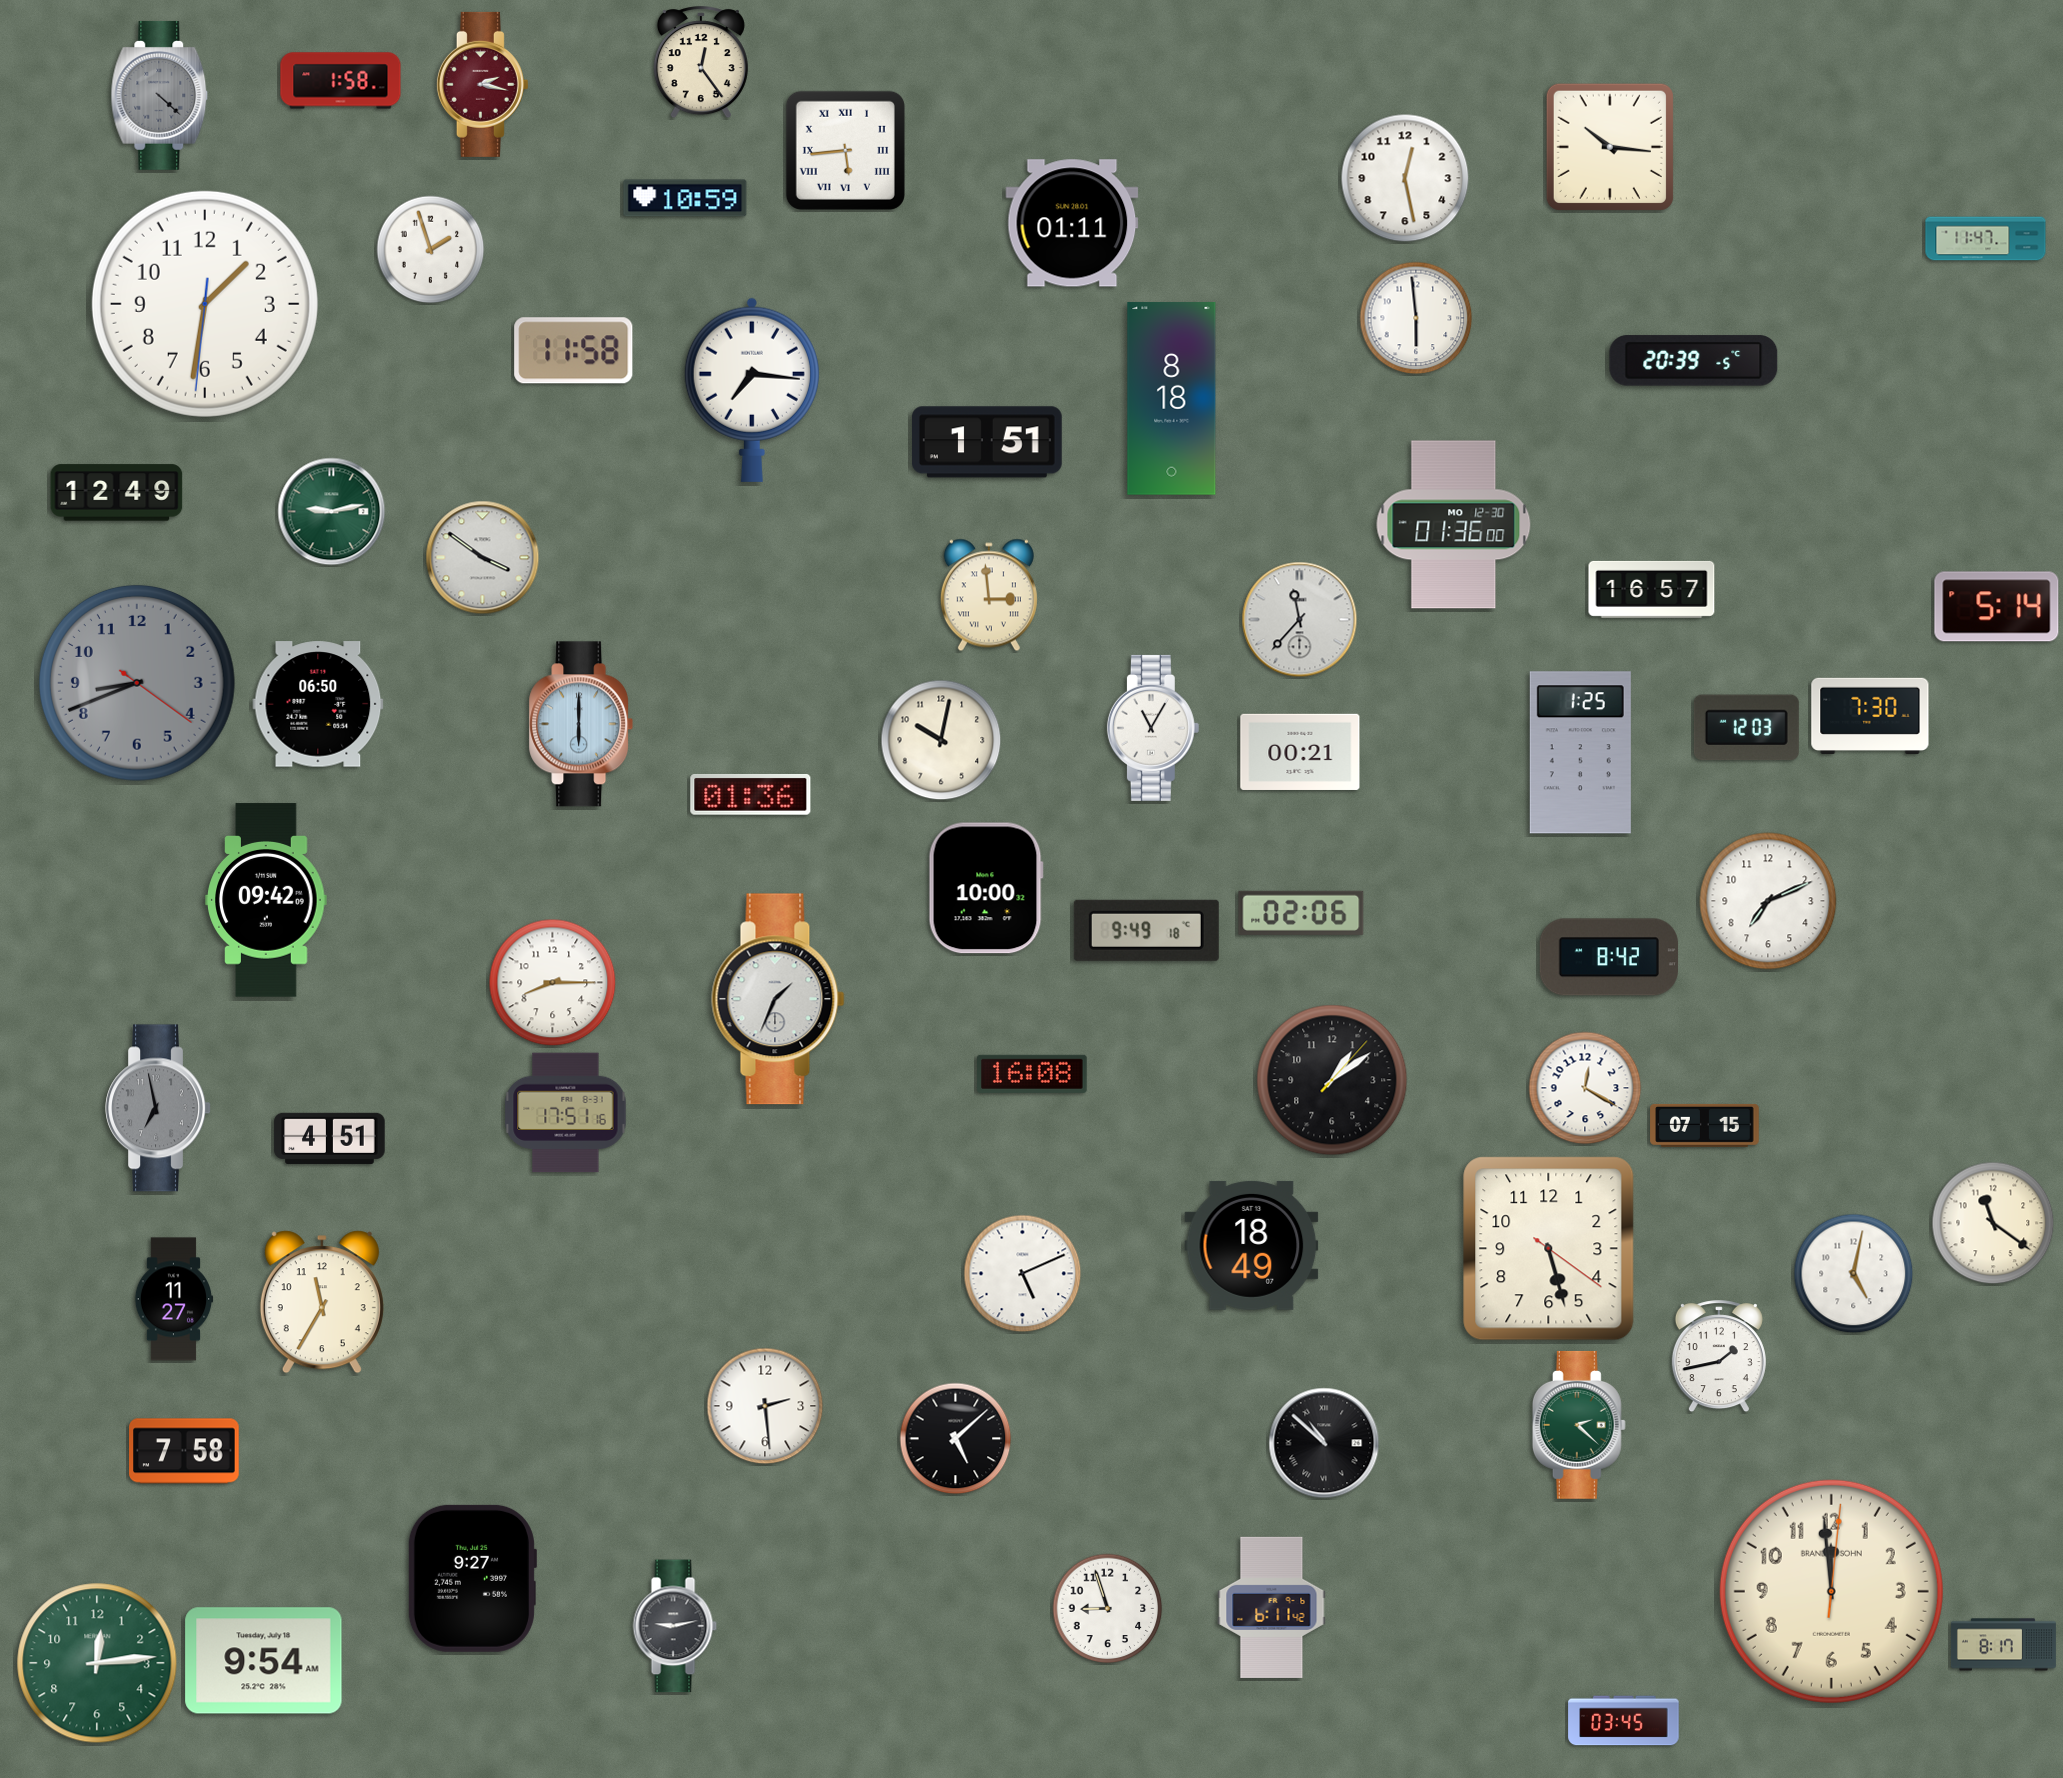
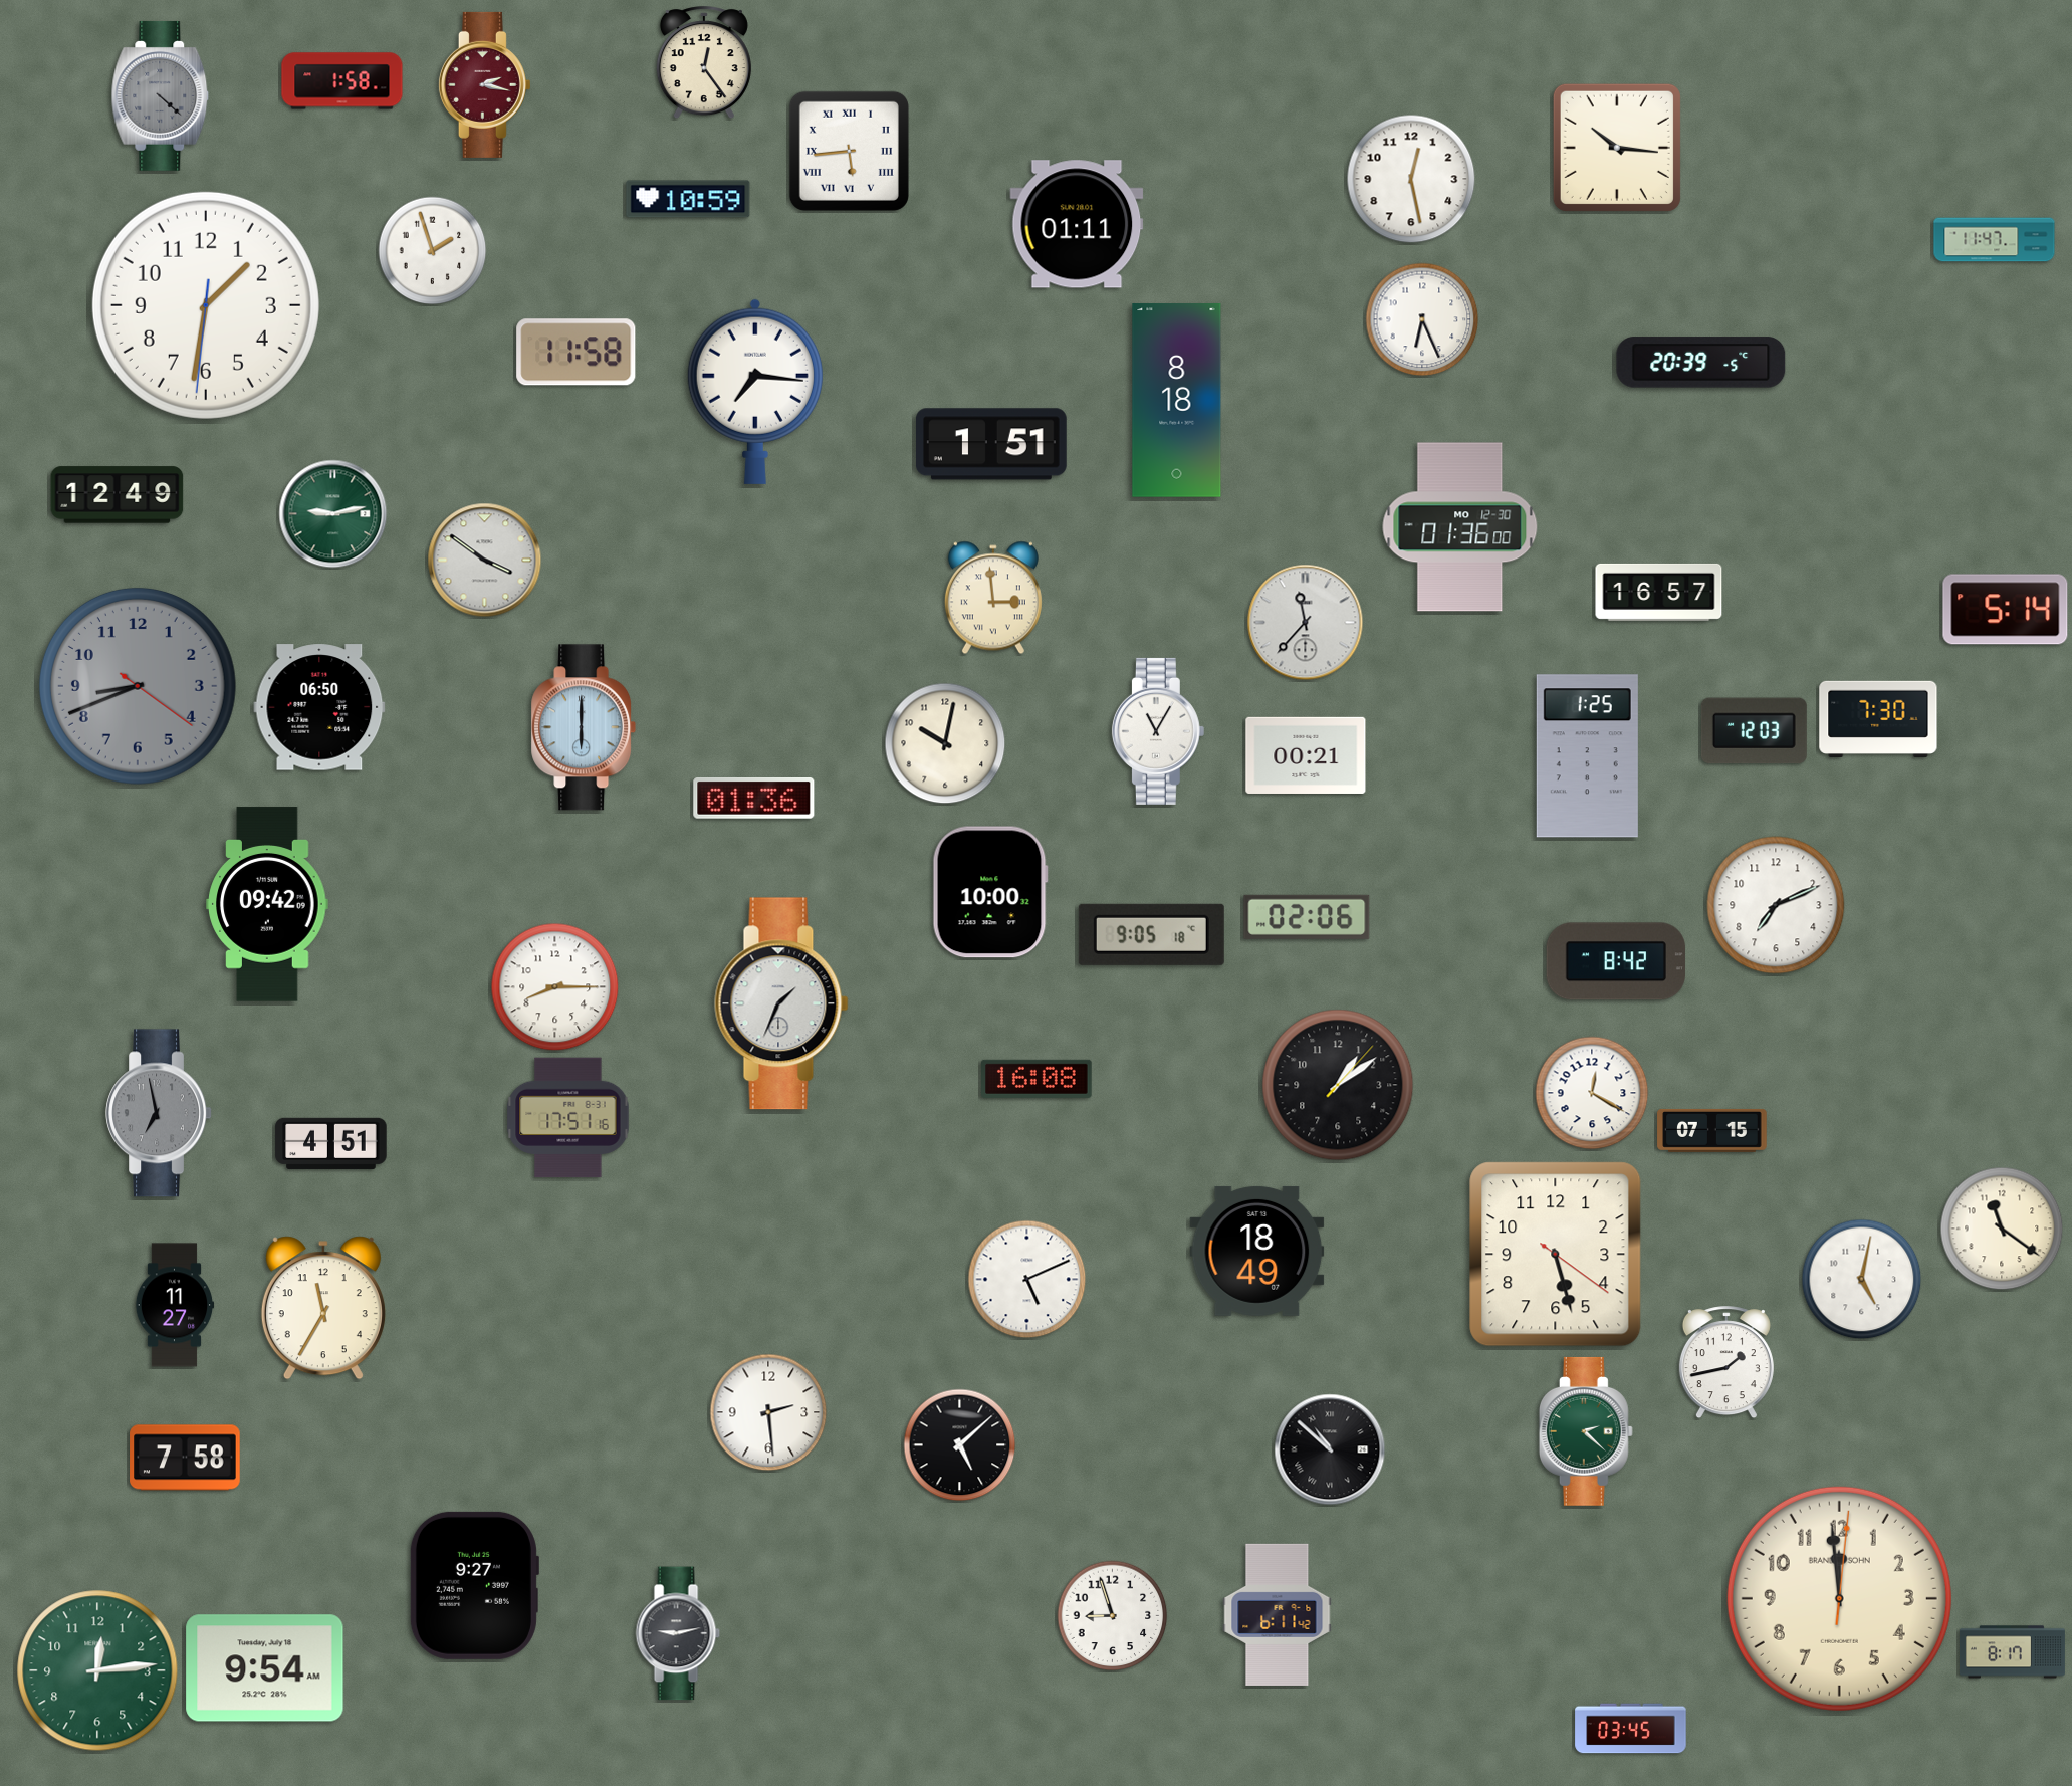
clock at (1416, 318): 5:59 -> 6:26
clock at (1146, 930): 9:49 -> 9:05
